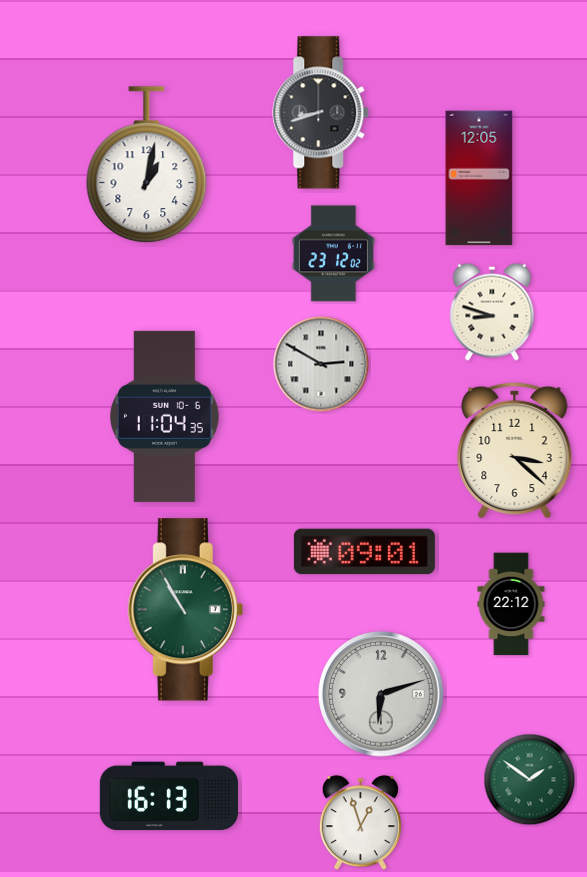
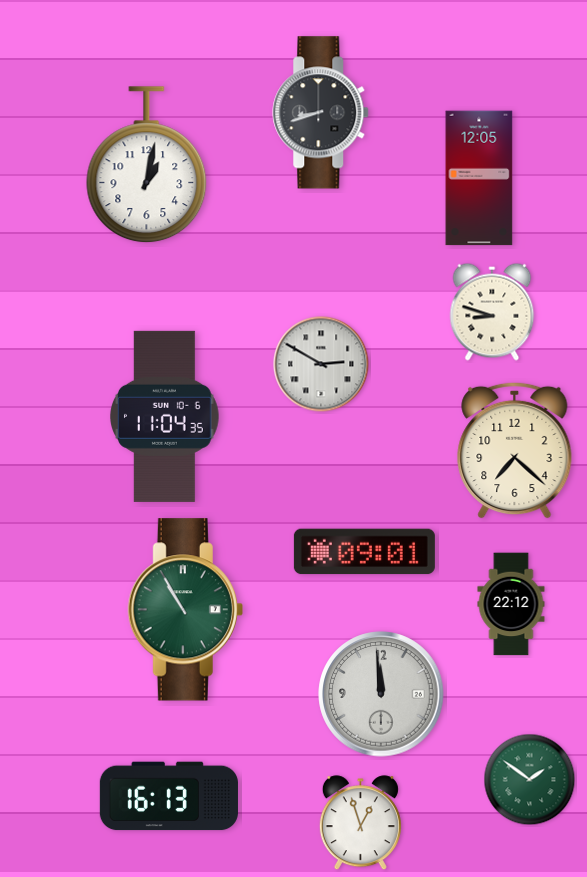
clock at (333, 254): 23:12 -> none
clock at (515, 450): 3:22 -> 7:22
clock at (381, 694): 6:12 -> 11:59
